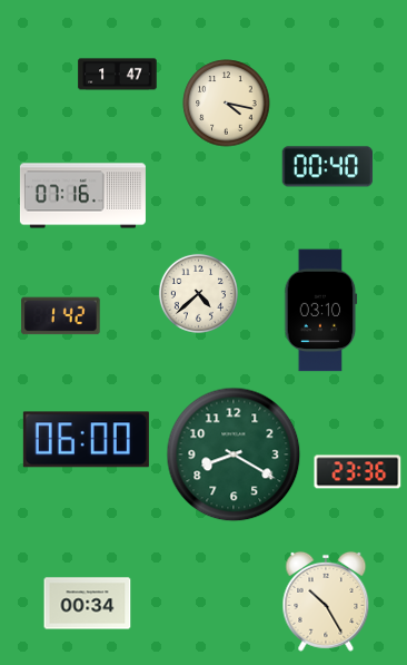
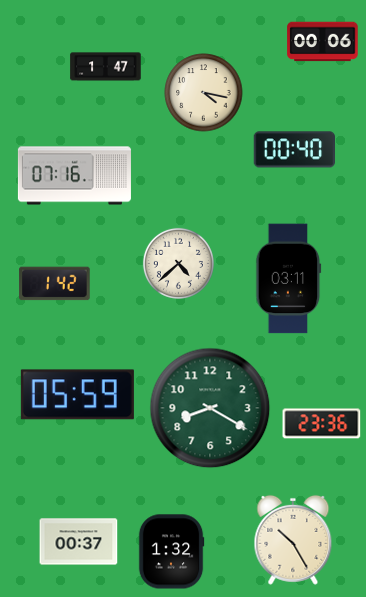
clock at (323, 42): none -> 00:06
clock at (321, 311): 03:10 -> 03:11
clock at (86, 440): 06:00 -> 05:59
clock at (88, 604): 00:34 -> 00:37
clock at (171, 552): none -> 1:32
